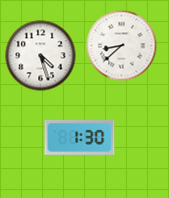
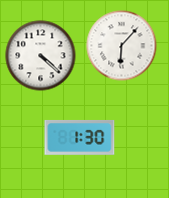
clock at (122, 46): 8:38 -> 6:07
clock at (41, 56): 4:27 -> 4:22
